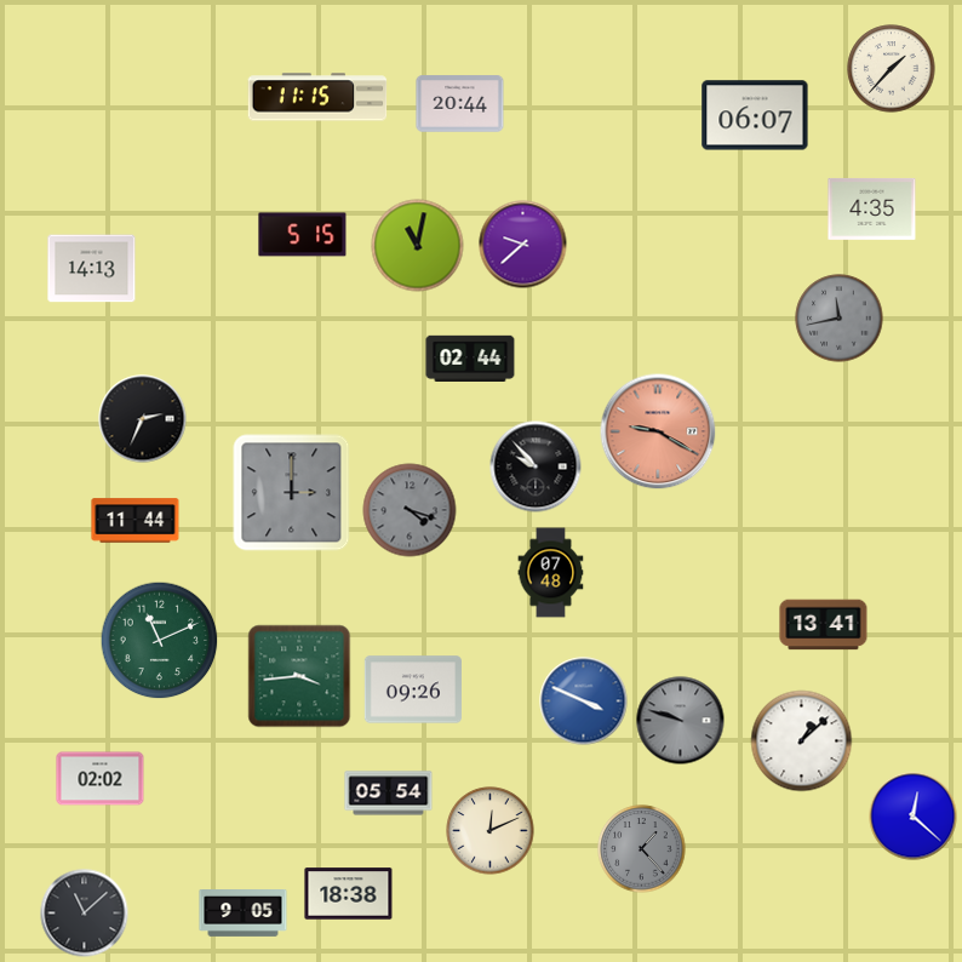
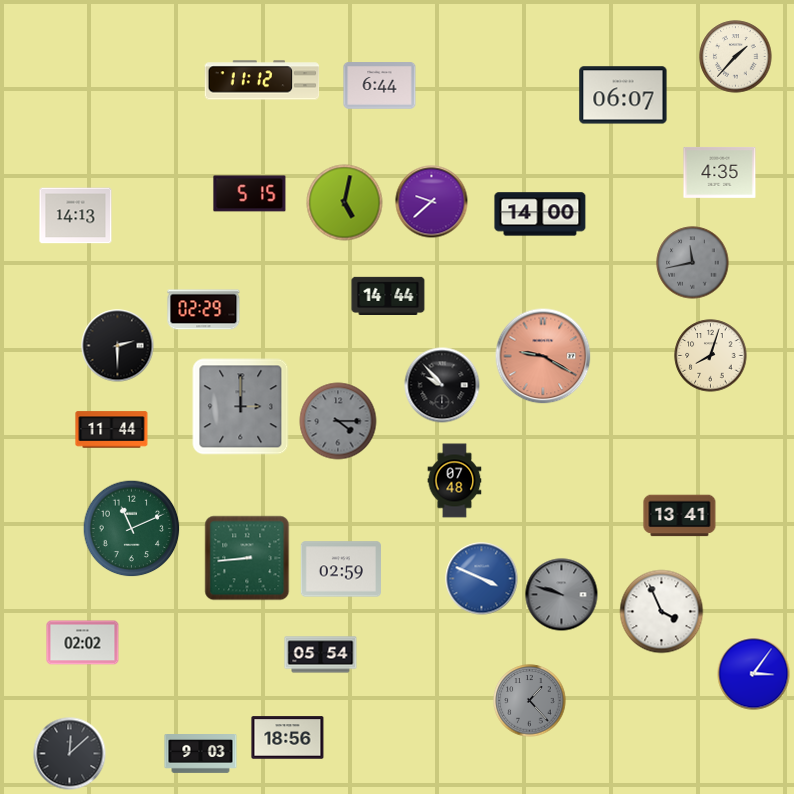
clock at (317, 97): 11:15 -> 11:12
clock at (460, 104): 20:44 -> 6:44
clock at (418, 246): 11:02 -> 5:02
clock at (540, 214): none -> 14:00
clock at (92, 269) position: (92, 269) -> (76, 216)
clock at (470, 357): 02:44 -> 14:44
clock at (204, 310): none -> 02:29
clock at (143, 419): 2:34 -> 2:30
clock at (711, 356): none -> 8:03
clock at (410, 510): 4:18 -> 4:15
clock at (551, 573) position: (551, 573) -> (455, 481)
clock at (299, 676): 3:44 -> 8:44
clock at (413, 689): 09:26 -> 02:59
clock at (802, 741): 1:08 -> 3:56
clock at (914, 817): 12:22 -> 3:06
clock at (491, 831): 12:11 -> none
clock at (349, 894): 18:38 -> 18:56
clock at (85, 914): 11:08 -> 12:08
clock at (244, 914): 9:05 -> 9:03
